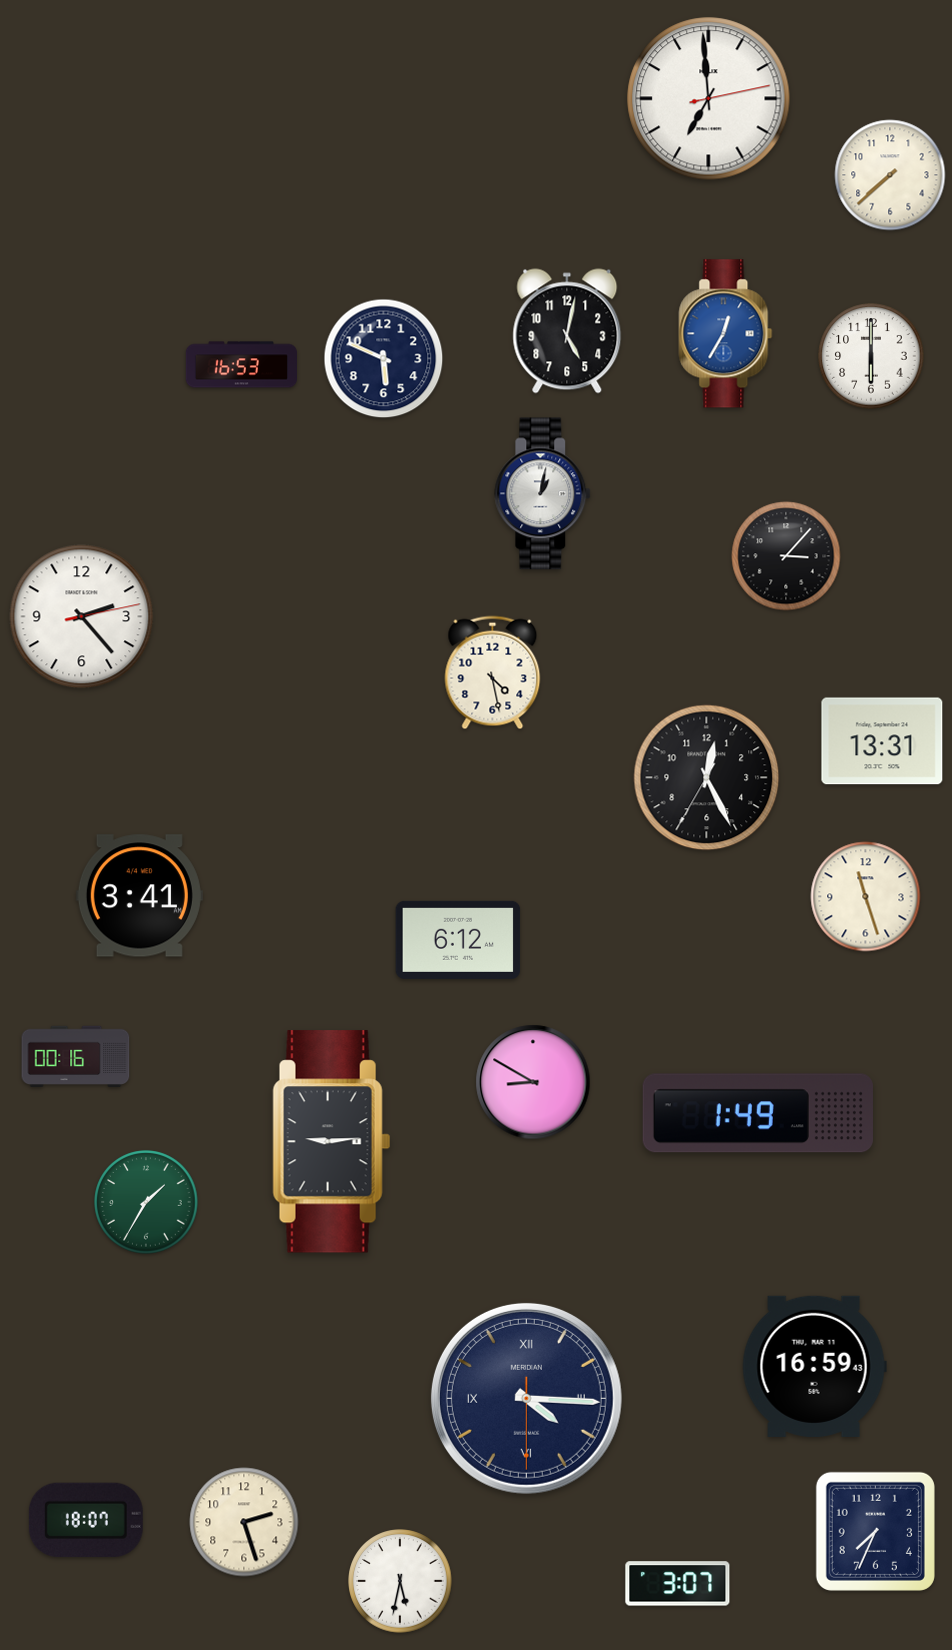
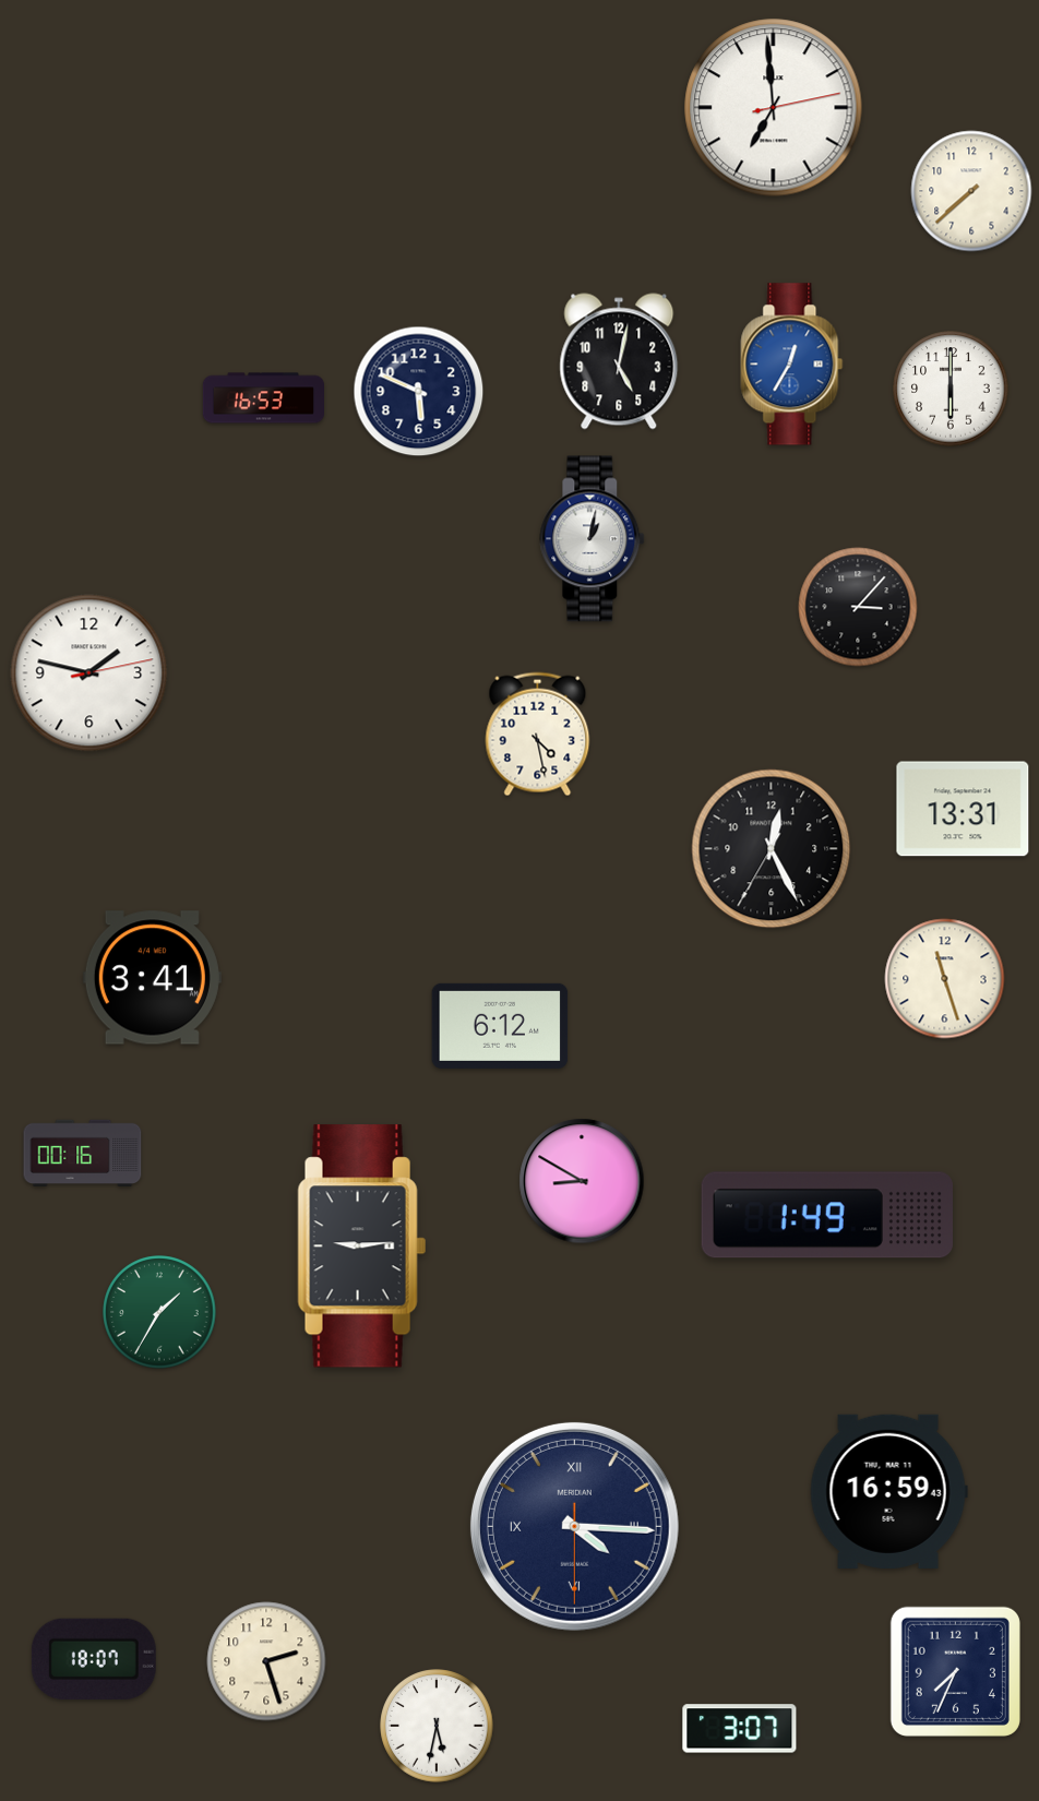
clock at (82, 617): 2:23 -> 1:47
